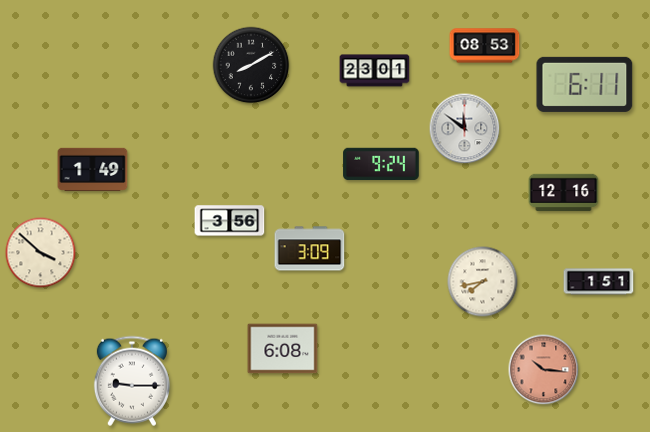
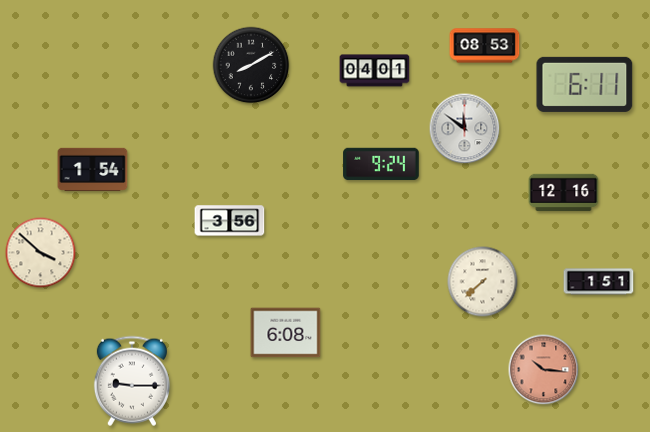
clock at (375, 71): 23:01 -> 04:01
clock at (93, 169): 1:49 -> 1:54
clock at (310, 249): 3:09 -> none
clock at (483, 282): 7:43 -> 7:38
clock at (283, 349) position: (283, 349) -> (286, 333)
